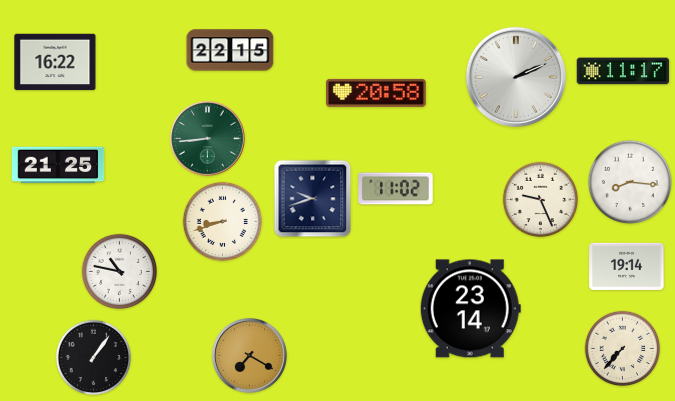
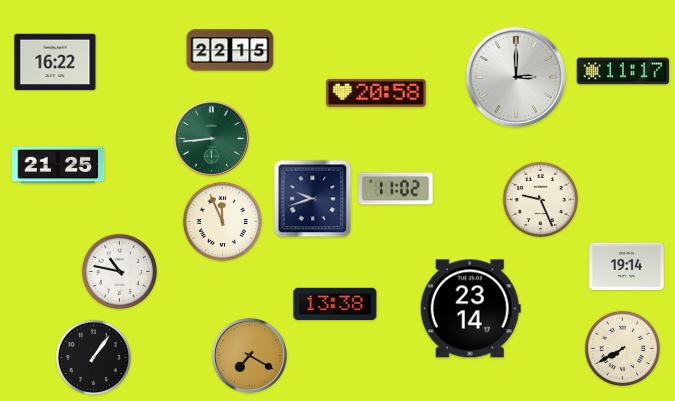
clock at (515, 76): 2:11 -> 3:00
clock at (207, 138) position: (207, 138) -> (211, 138)
clock at (630, 182): 8:16 -> none
clock at (222, 221): 8:42 -> 11:56
clock at (335, 304): none -> 13:38
clock at (623, 349): 7:37 -> 7:40
